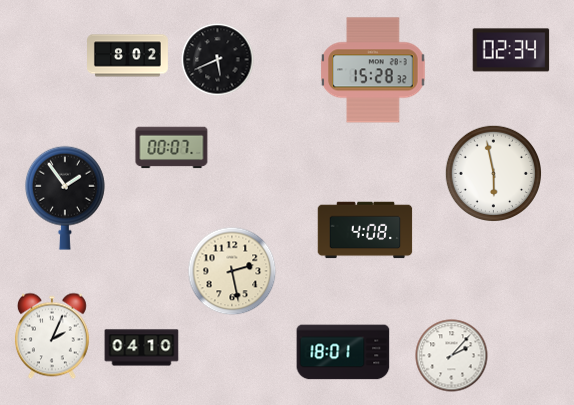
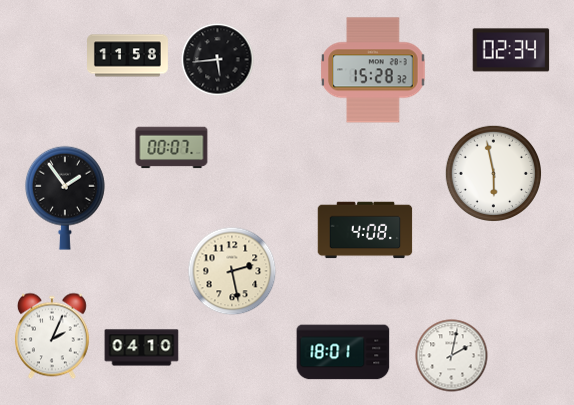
clock at (128, 56): 8:02 -> 11:58
clock at (218, 60): 5:41 -> 5:44
clock at (452, 356): 2:07 -> 2:02
